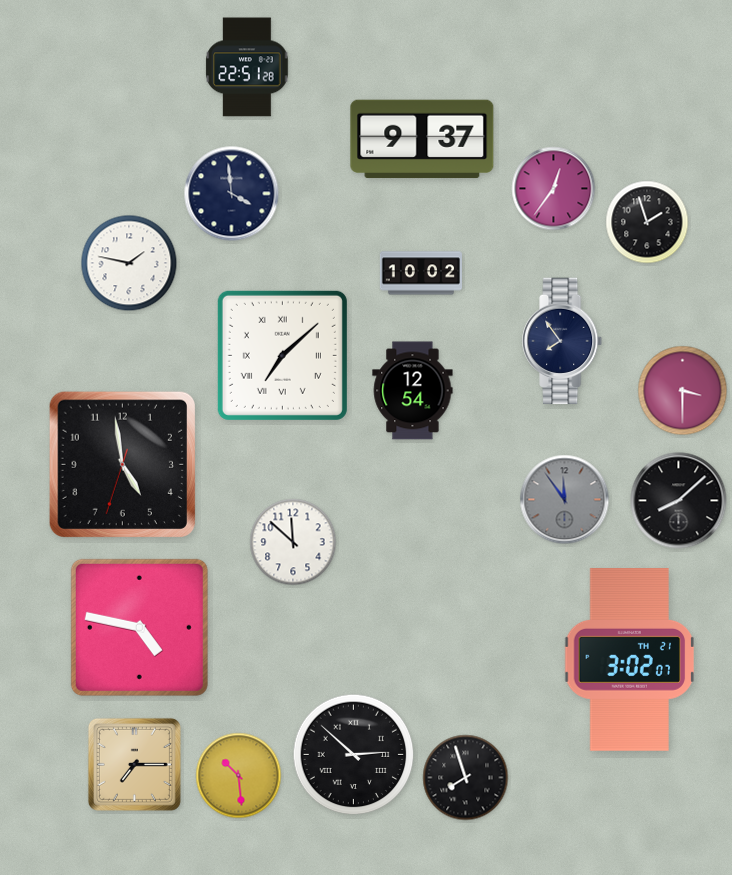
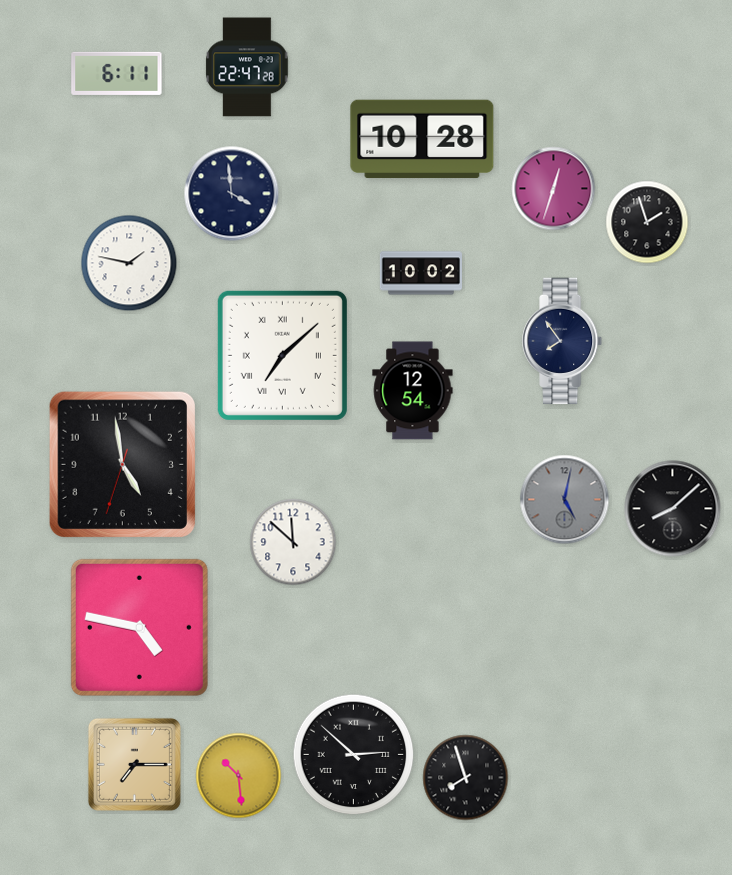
clock at (247, 67): 22:51 -> 22:47
clock at (117, 73): none -> 6:11
clock at (422, 139): 9:37 -> 10:28
clock at (554, 189): 12:36 -> 12:33
clock at (683, 391): 3:30 -> none
clock at (565, 500): 11:54 -> 5:02
clock at (679, 501) position: (679, 501) -> (673, 509)
clock at (630, 660): 3:02 -> none
